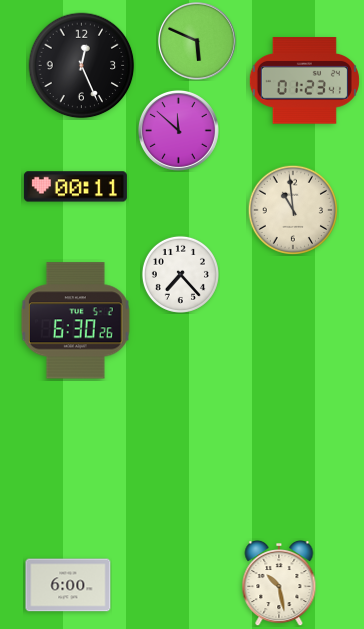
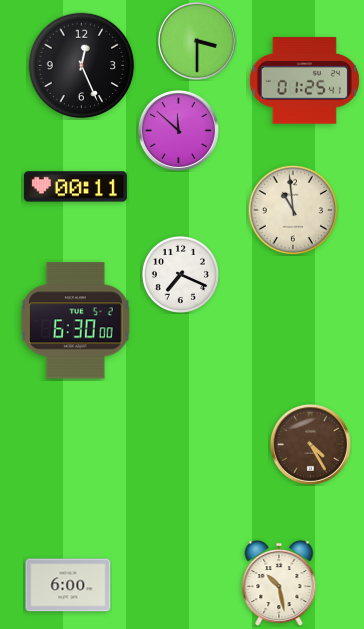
clock at (198, 42): 5:49 -> 3:30
clock at (304, 81): 01:23 -> 01:25
clock at (180, 274): 7:23 -> 7:19
clock at (75, 321): 6:30:26 -> 6:30:00
clock at (310, 444): none -> 4:25
